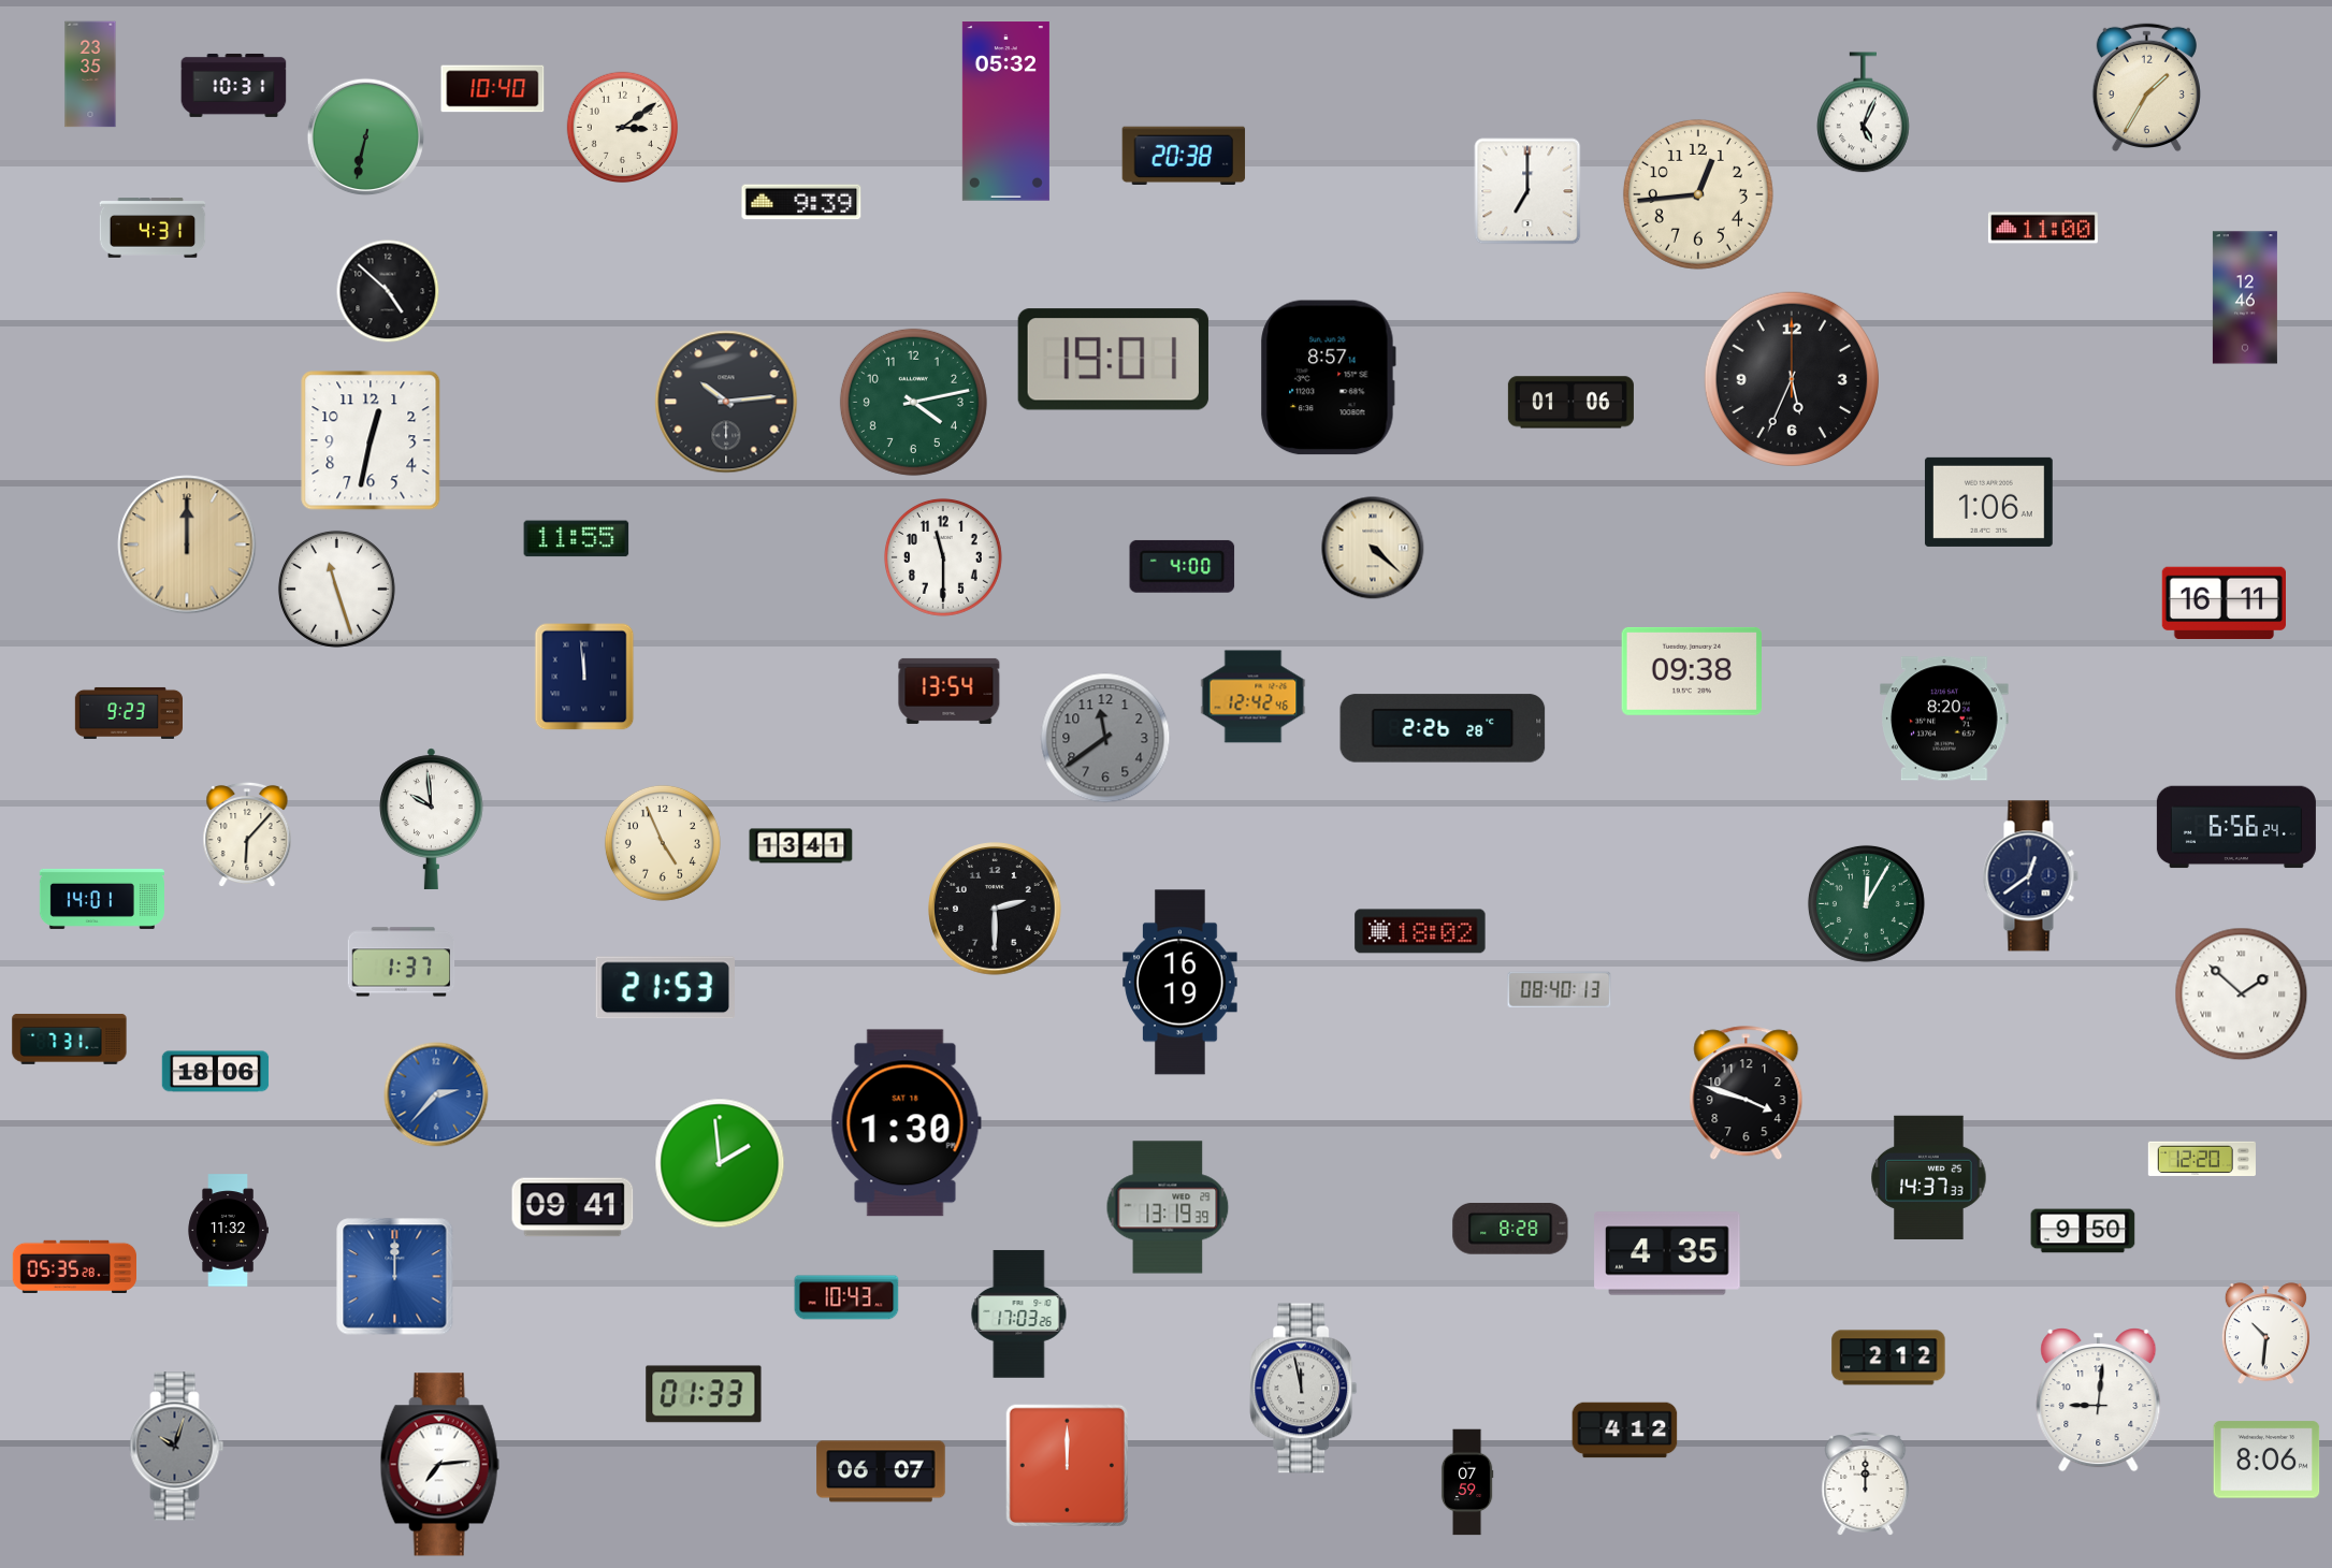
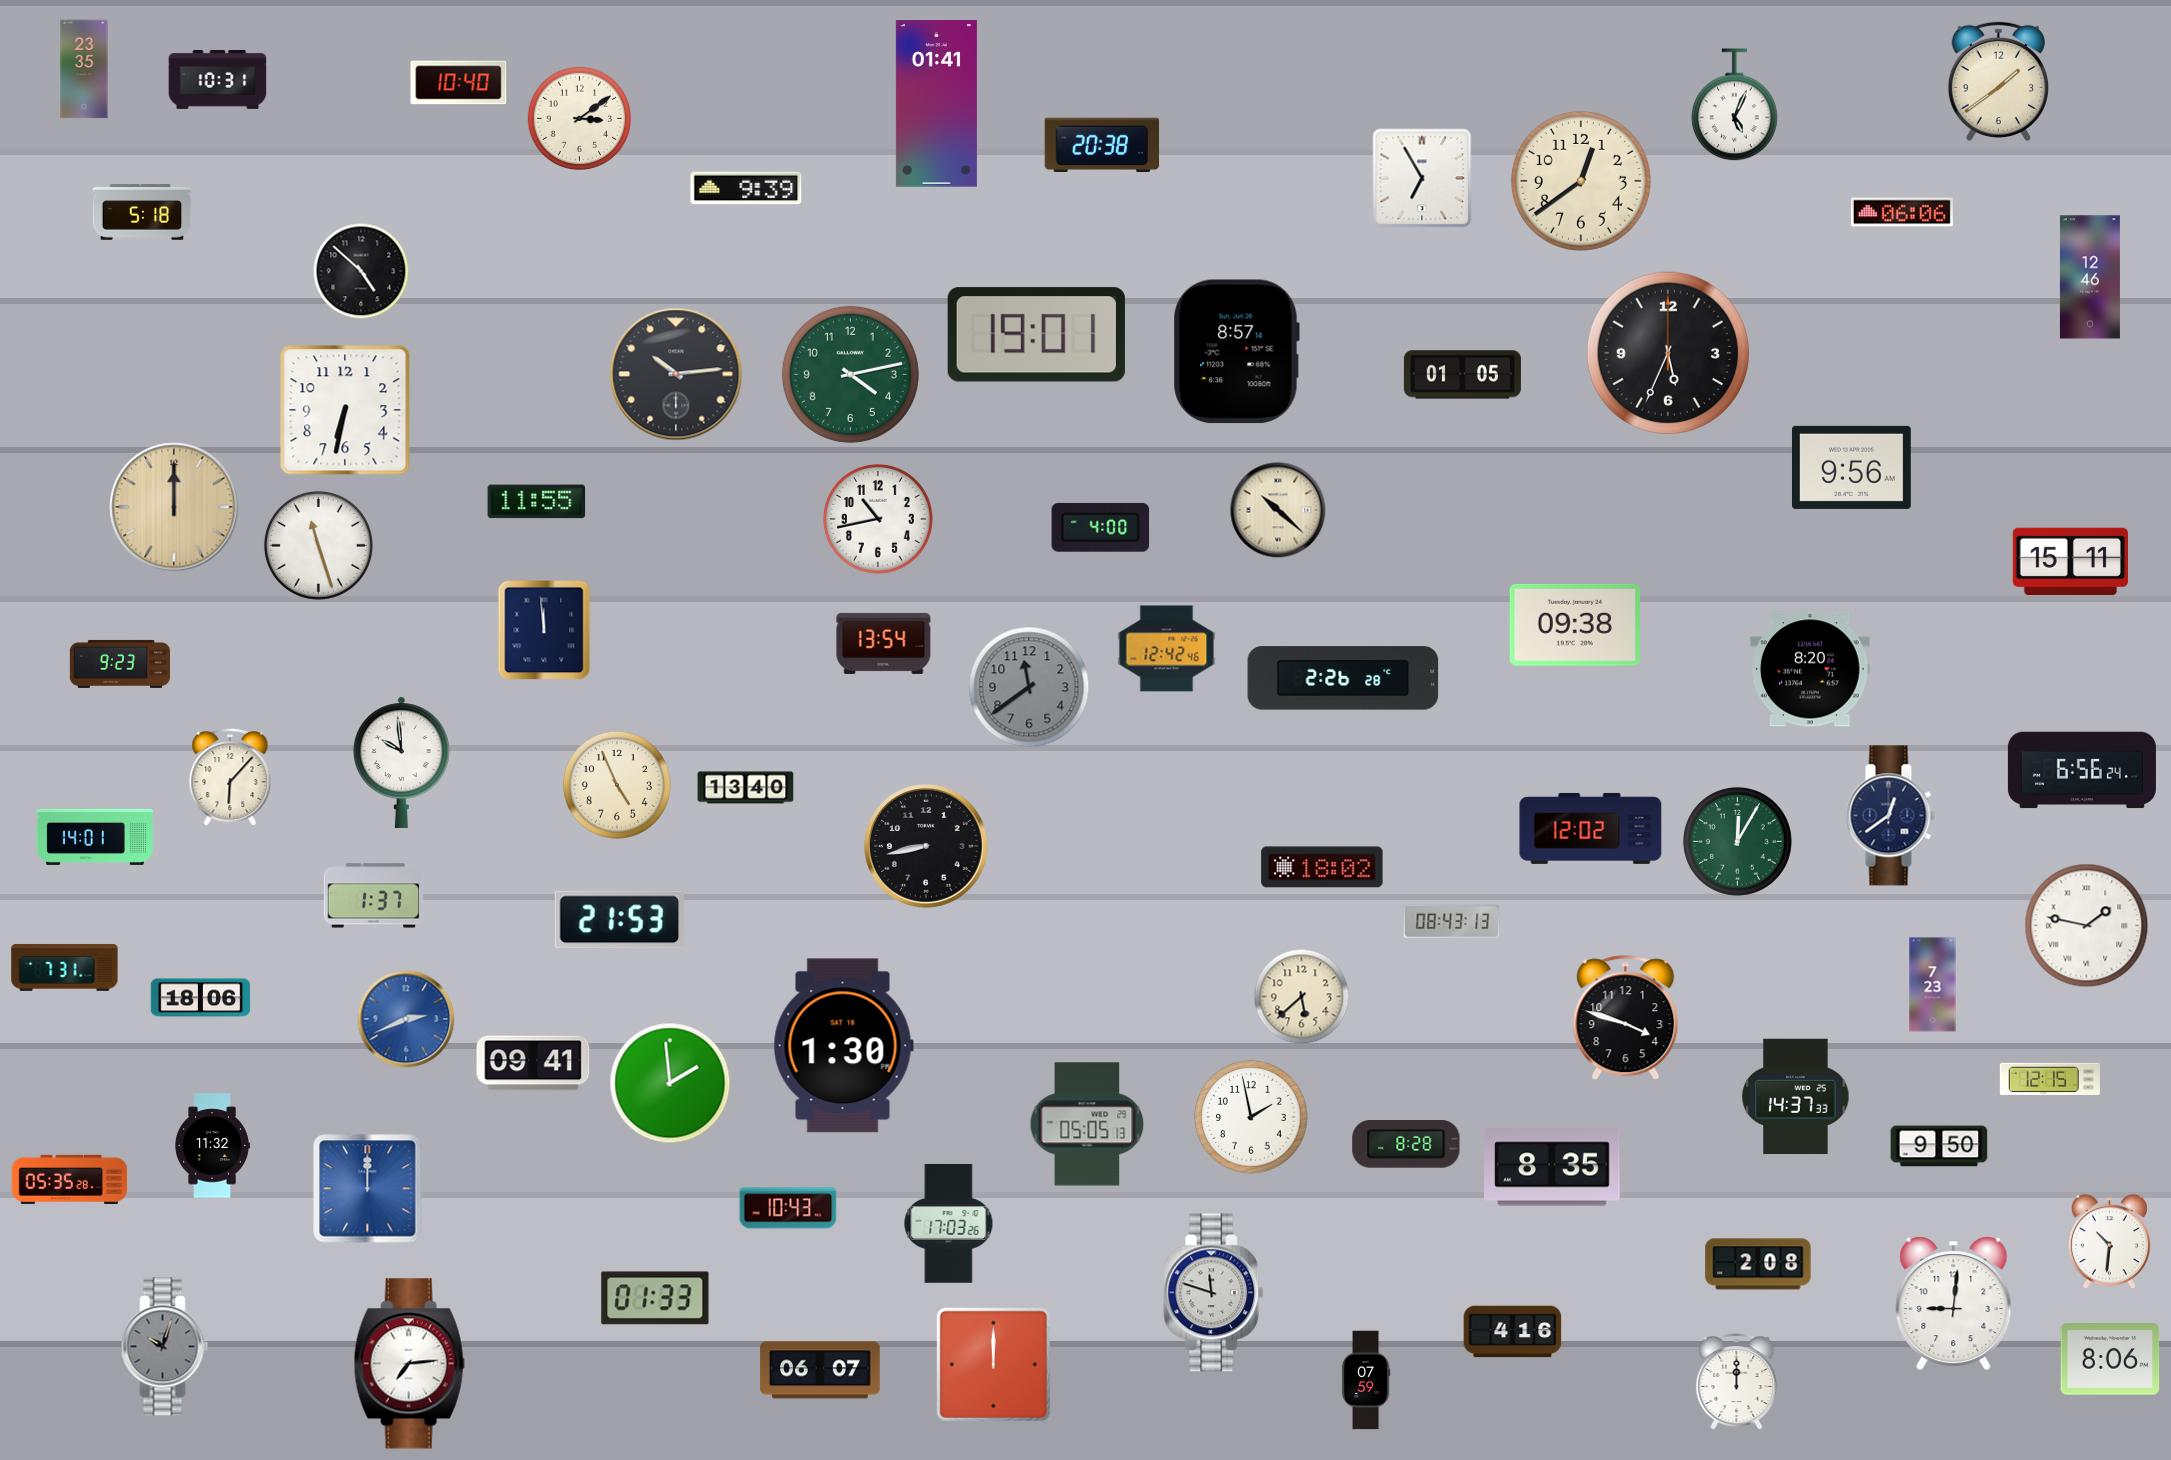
clock at (2146, 88): 1:35 -> 1:39
clock at (1005, 112): 05:32 -> 01:41
clock at (366, 137): 6:32 -> none
clock at (1527, 191): 7:00 -> 6:55
clock at (1698, 194): 12:44 -> 12:39
clock at (153, 228): 4:31 -> 5:18
clock at (2043, 228): 11:00 -> 06:06
clock at (1570, 403): 01:06 -> 01:05
clock at (371, 440): 12:32 -> 6:32
clock at (1988, 502): 1:06 -> 9:56
clock at (1373, 548): 4:22 -> 10:22
clock at (943, 557): 11:30 -> 10:43
clock at (336, 589) position: (336, 589) -> (318, 545)
clock at (2224, 604): 16:11 -> 15:11
clock at (801, 846): 13:41 -> 13:40
clock at (1591, 828): none -> 12:02
clock at (995, 909): 2:30 -> 8:43
clock at (1181, 983): 16:19 -> none
clock at (1560, 989): 08:40 -> 08:43
clock at (2242, 994): 1:52 -> 1:47
clock at (1933, 985): none -> 7:23
clock at (1302, 997): none -> 5:38
clock at (436, 1094): 2:37 -> 2:41
clock at (2202, 1159): 12:20 -> 12:15
clock at (1251, 1117): none -> 1:58
clock at (573, 1207) position: (573, 1207) -> (533, 1063)
clock at (1168, 1207): 13:19 -> 05:05
clock at (1667, 1253): 4:35 -> 8:35
clock at (1888, 1358): 2:12 -> 2:08
clock at (1304, 1389): 11:58 -> 11:48
clock at (1625, 1431): 4:12 -> 4:16
